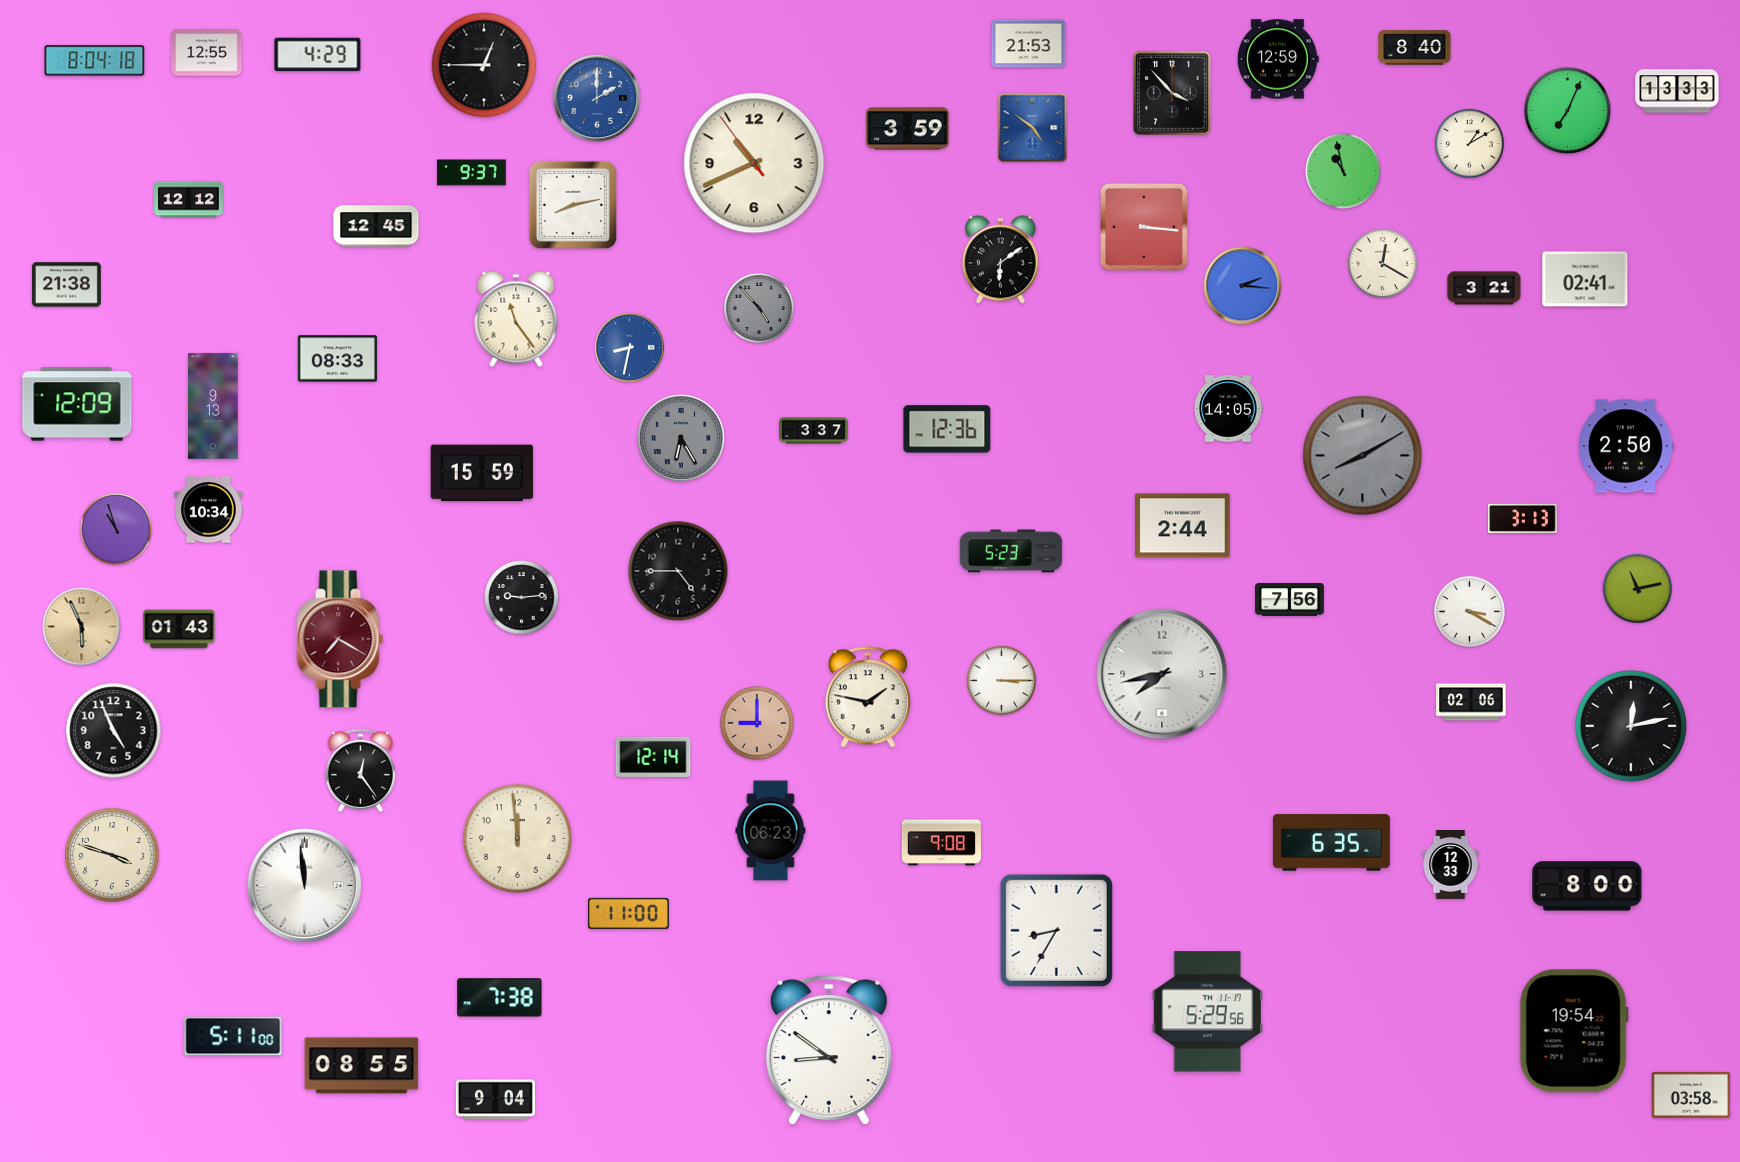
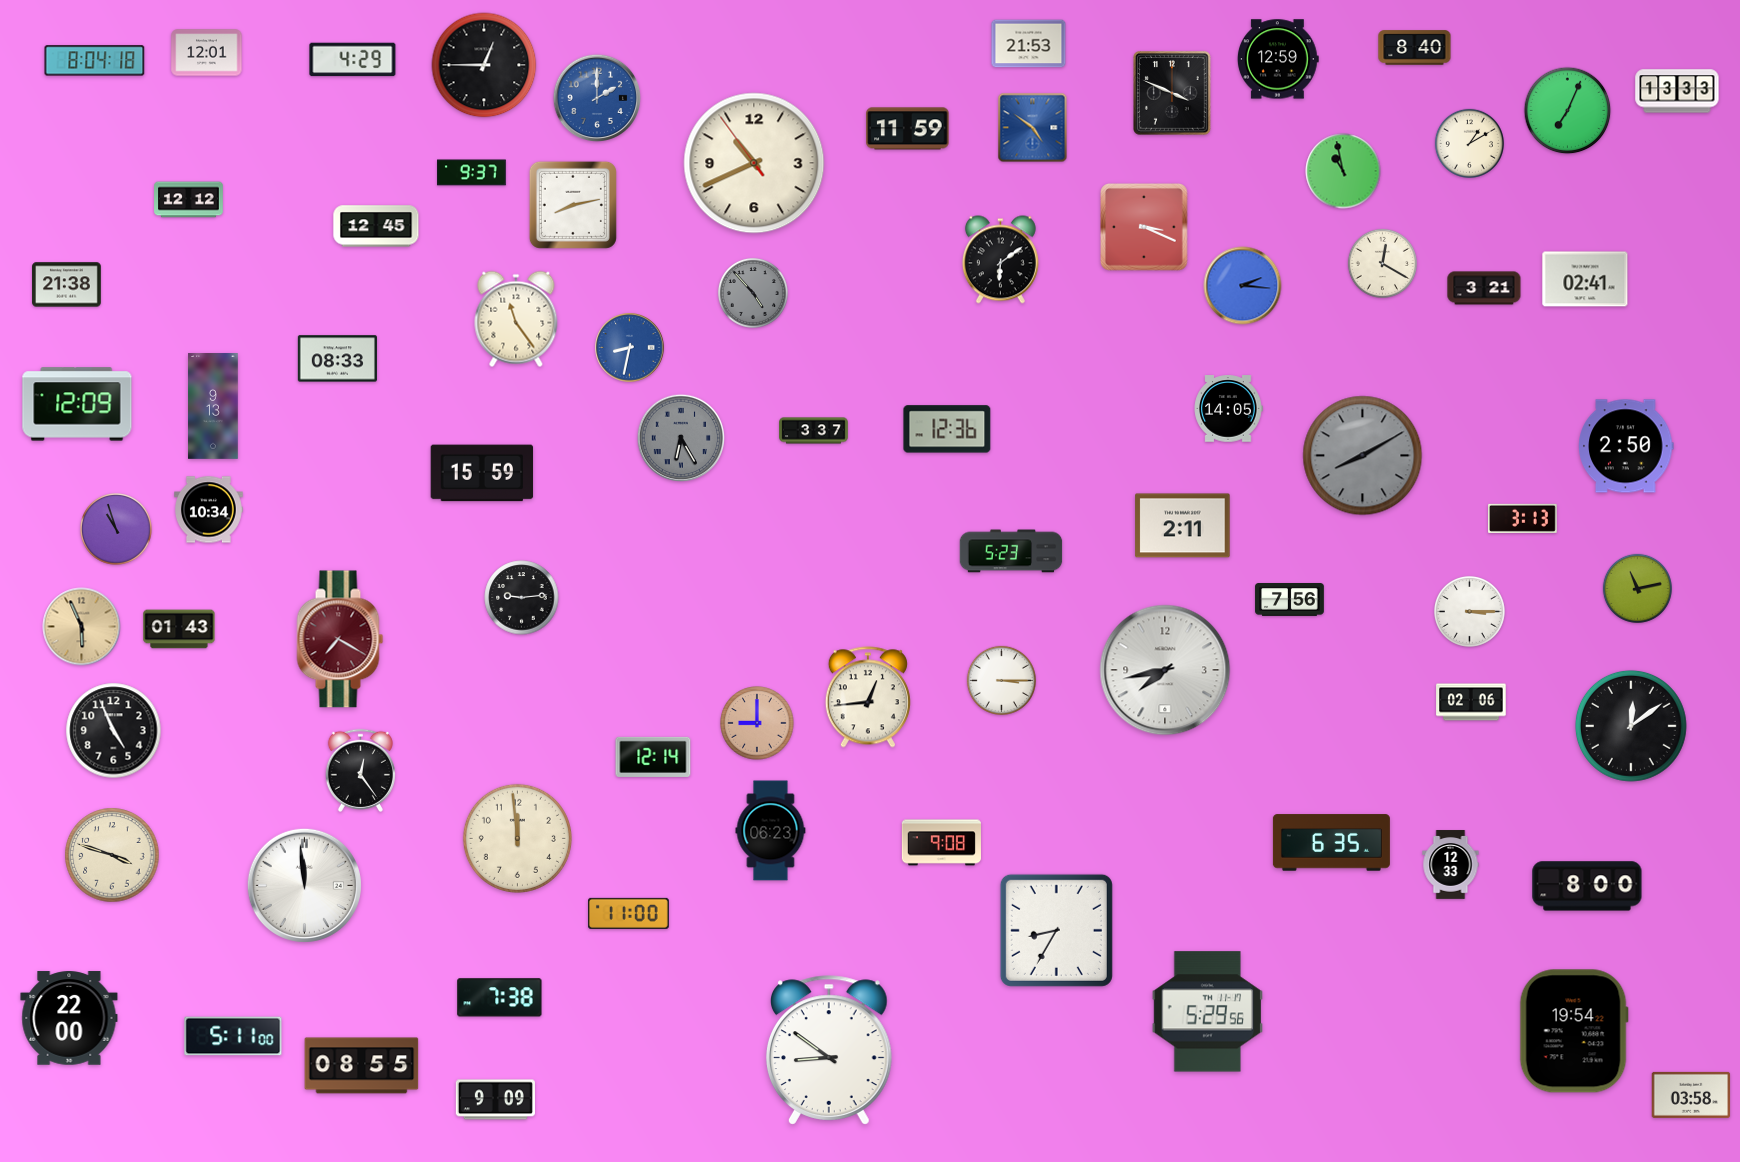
clock at (207, 53): 12:55 -> 12:01
clock at (318, 55) position: (318, 55) -> (353, 60)
clock at (1173, 94): 3:53 -> 3:49
clock at (908, 129): 3:59 -> 11:59
clock at (1145, 228): 3:16 -> 3:19
clock at (759, 308) position: (759, 308) -> (753, 293)
clock at (1183, 526): 2:44 -> 2:11
clock at (678, 571): 4:45 -> none
clock at (1469, 611): 3:20 -> 3:15
clock at (1162, 674) position: (1162, 674) -> (1165, 670)
clock at (868, 697): 1:47 -> 12:44
clock at (1631, 726): 12:13 -> 12:09
clock at (69, 1018): none -> 22:00
clock at (495, 1100): 9:04 -> 9:09
